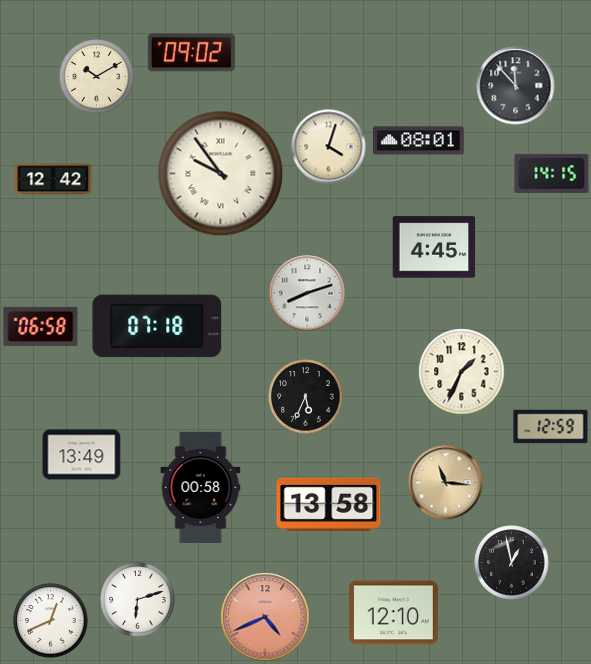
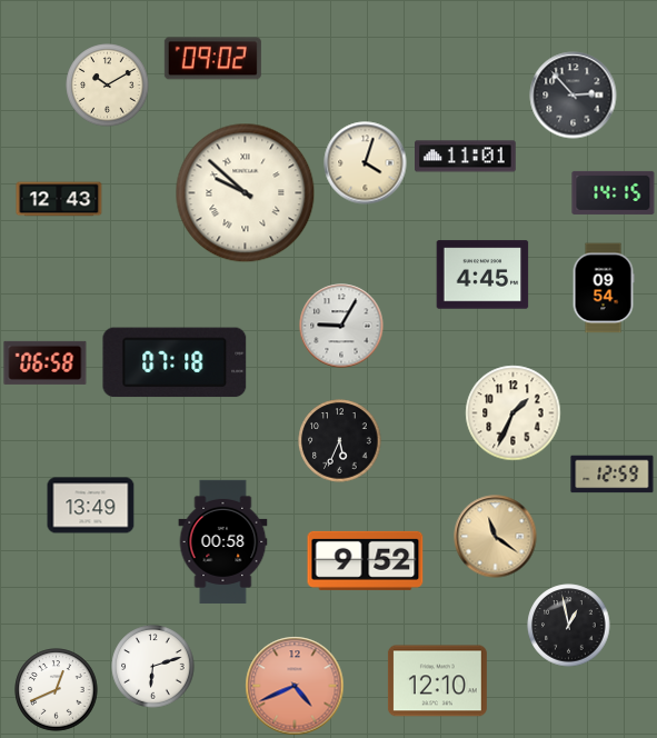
clock at (516, 86): 11:53 -> 2:53
clock at (419, 141): 08:01 -> 11:01
clock at (221, 174): 9:54 -> 9:52
clock at (53, 179): 12:42 -> 12:43
clock at (604, 288): none -> 09:54
clock at (307, 293): 8:12 -> 9:05
clock at (446, 483): 11:16 -> 11:21
clock at (329, 504): 13:58 -> 9:52
